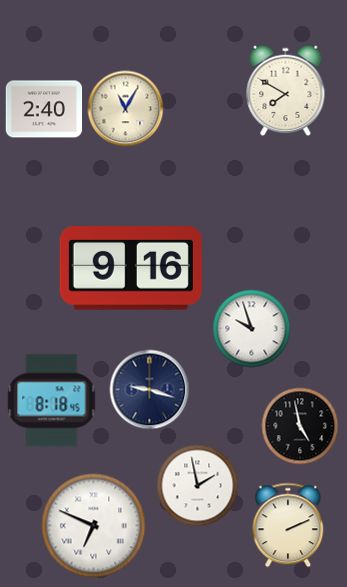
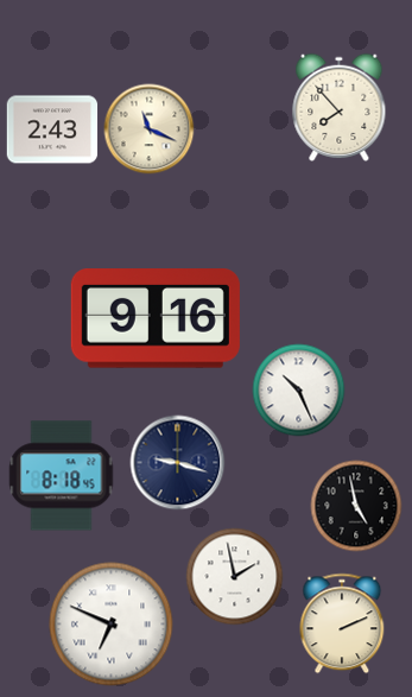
clock at (286, 90): 7:50 -> 7:53
clock at (44, 109): 2:40 -> 2:43
clock at (126, 109): 11:05 -> 11:19
clock at (252, 329): 9:57 -> 10:26
